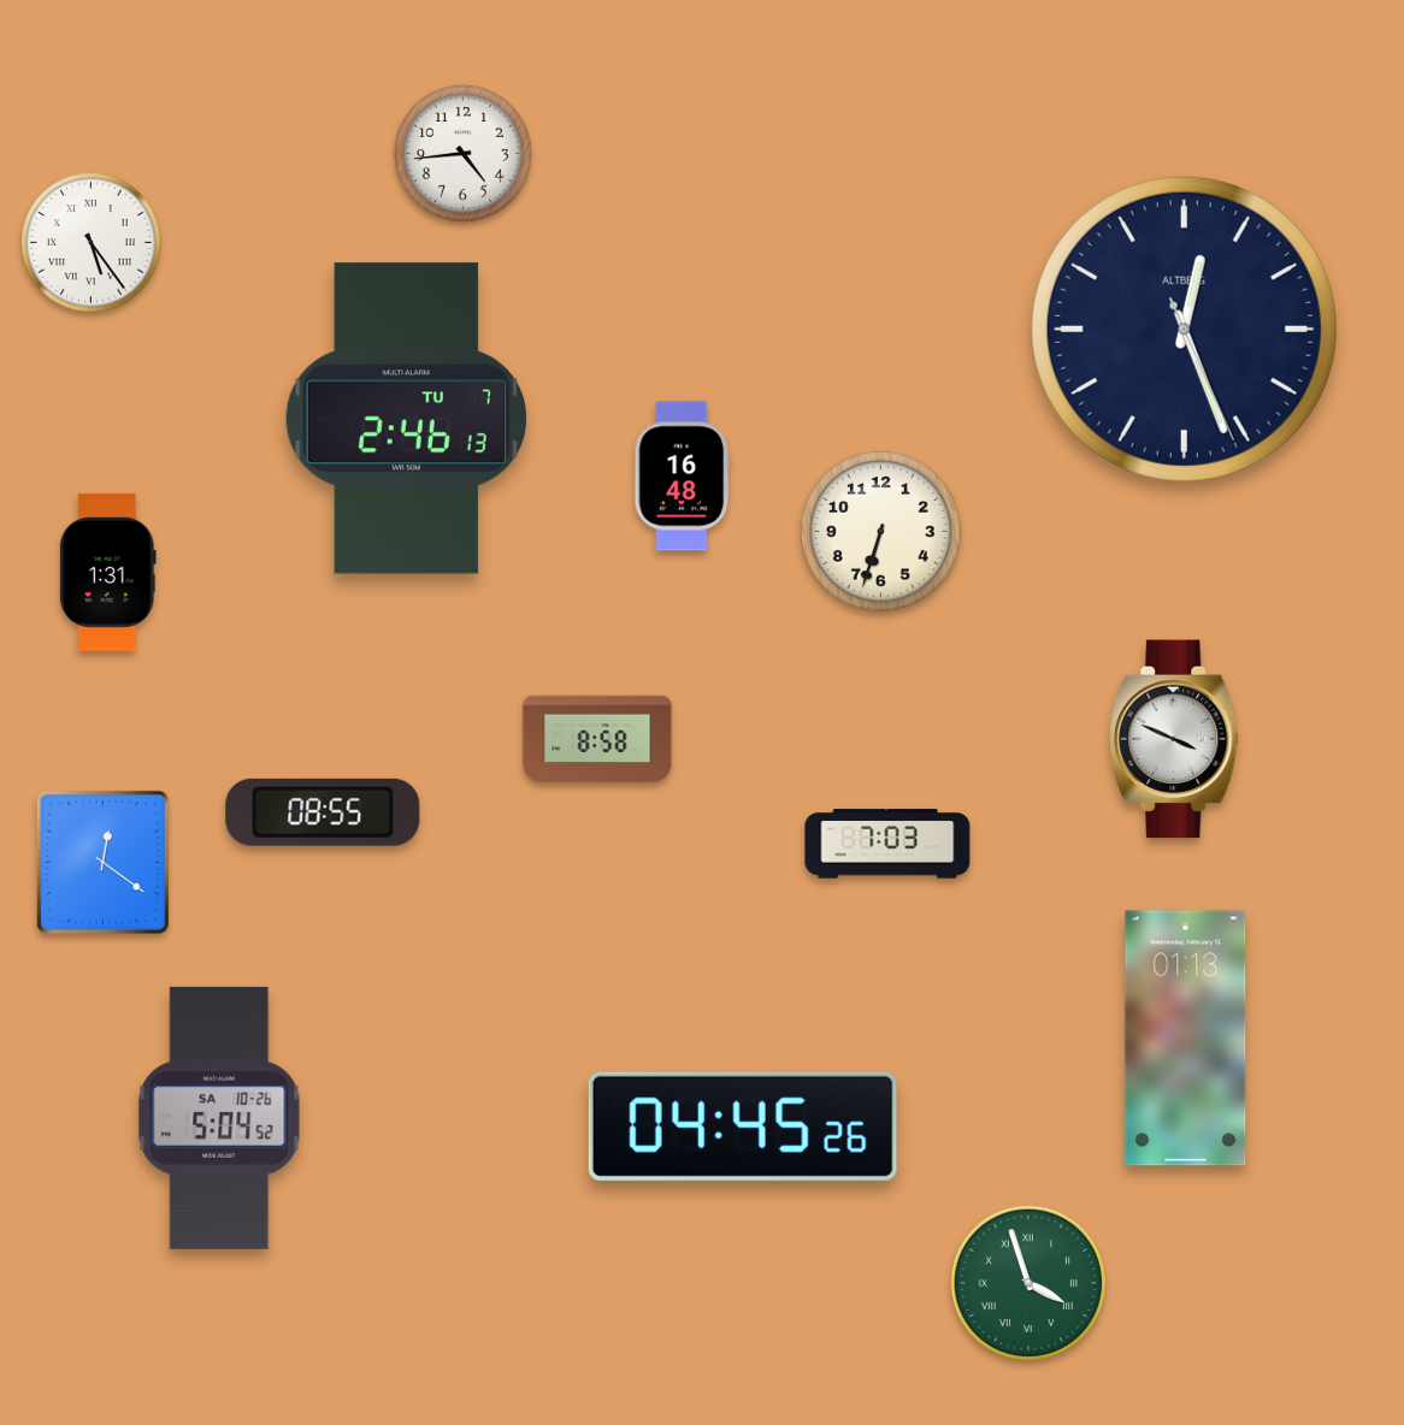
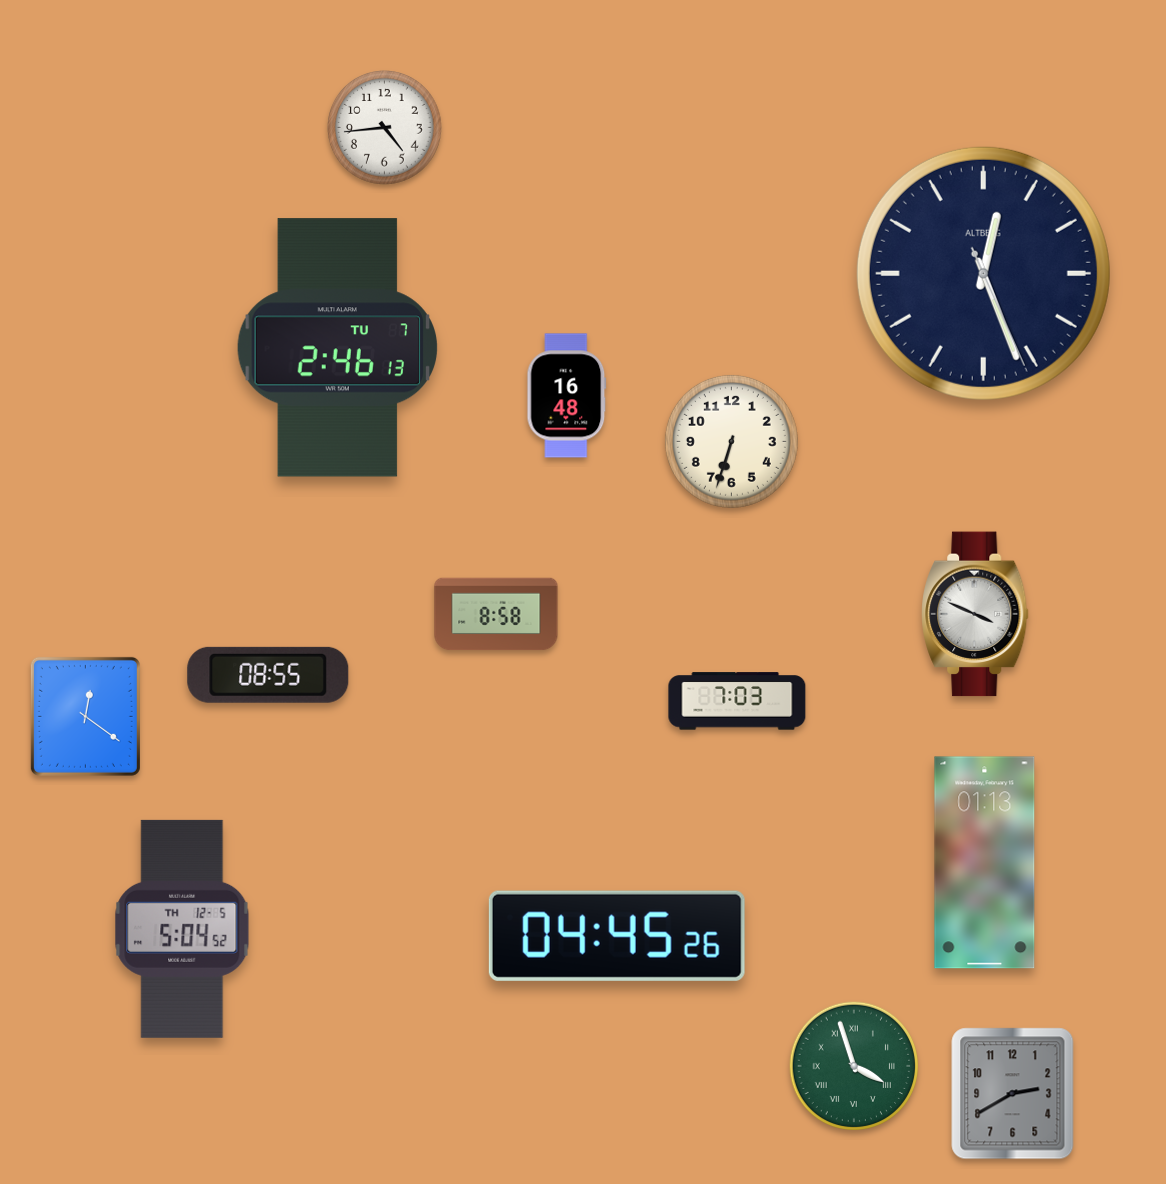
clock at (92, 243): 5:24 -> none
clock at (107, 572): 1:31 -> none
clock at (219, 1118) date: SA 10-26 -> TH 12-5
clock at (1013, 1094): none -> 2:40
